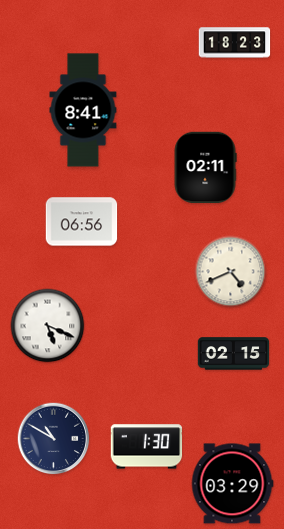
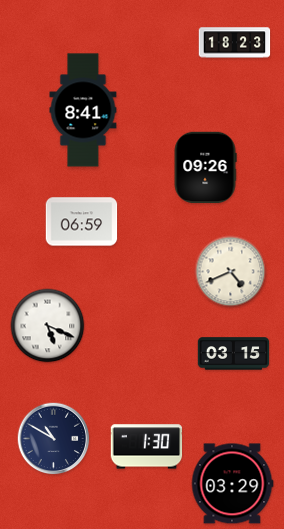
clock at (205, 168): 02:11 -> 09:26
clock at (82, 222): 06:56 -> 06:59
clock at (234, 354): 02:15 -> 03:15
